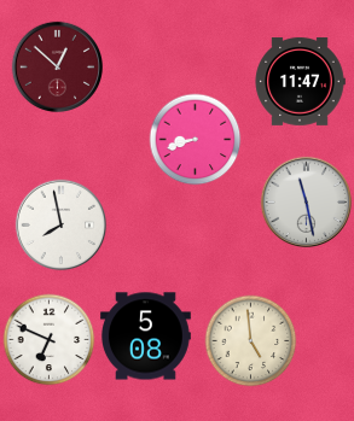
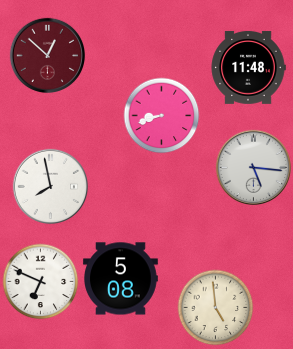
clock at (300, 81): 11:47 -> 11:48
clock at (306, 201): 11:28 -> 5:16
clock at (251, 341) position: (251, 341) -> (216, 308)
